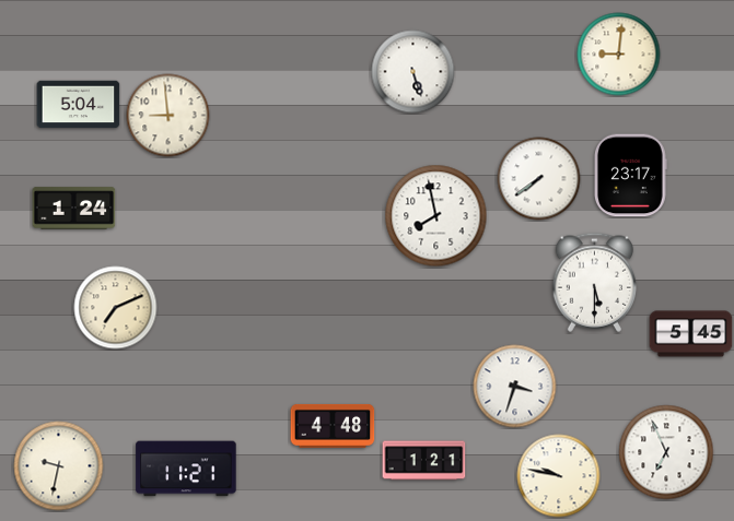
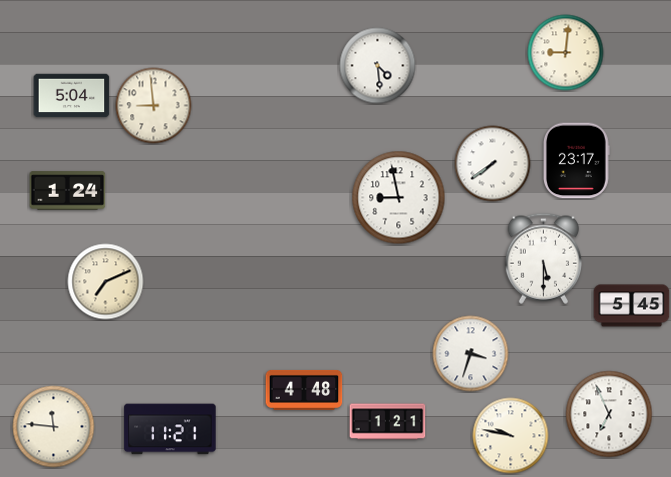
clock at (619, 55) position: (619, 55) -> (566, 53)
clock at (413, 72): 5:27 -> 4:29
clock at (436, 216): 7:58 -> 8:58
clock at (59, 466): 9:32 -> 11:46
